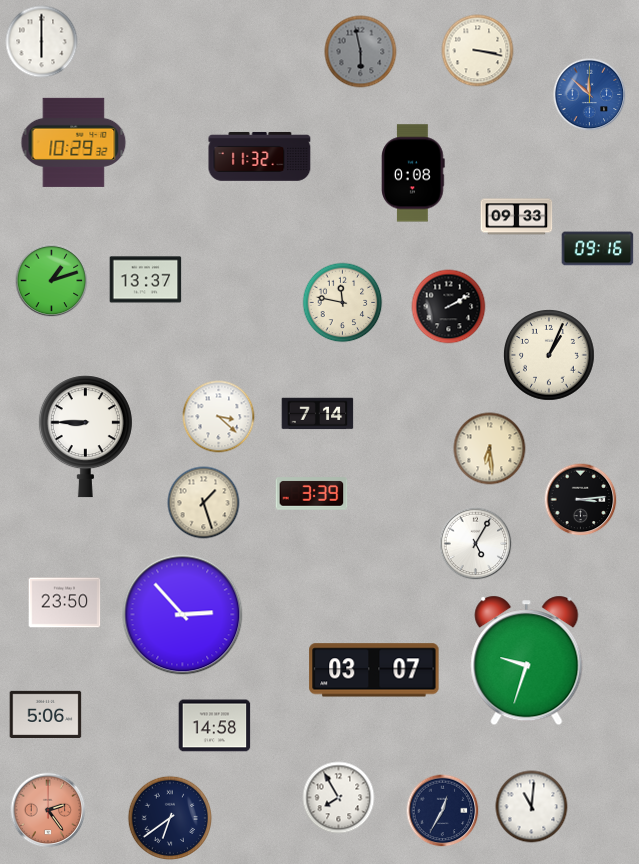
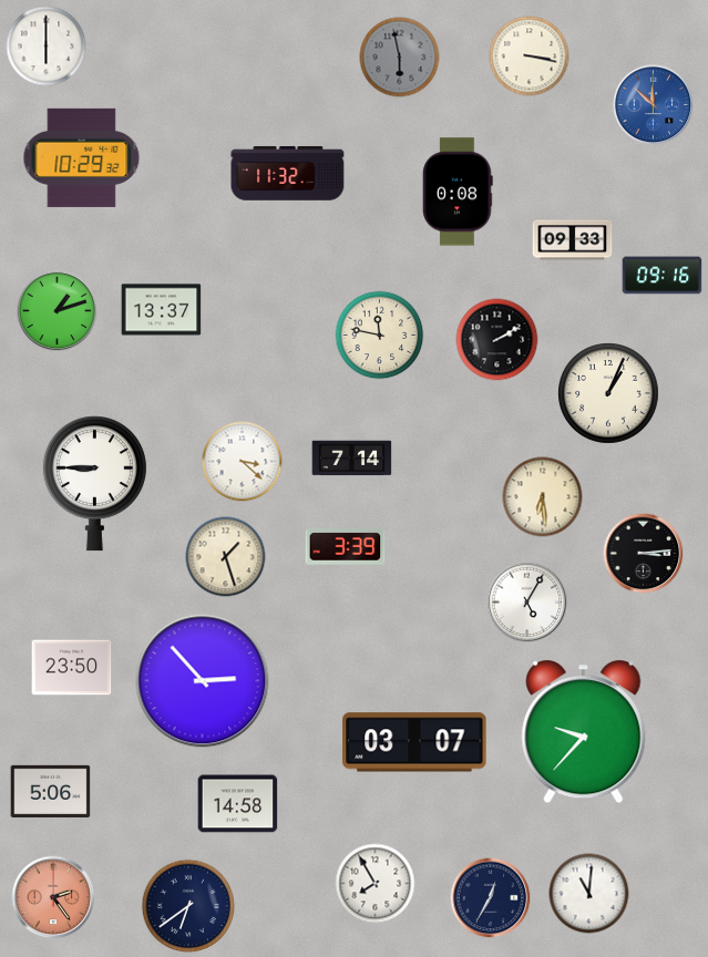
clock at (527, 661): 9:33 -> 9:37
